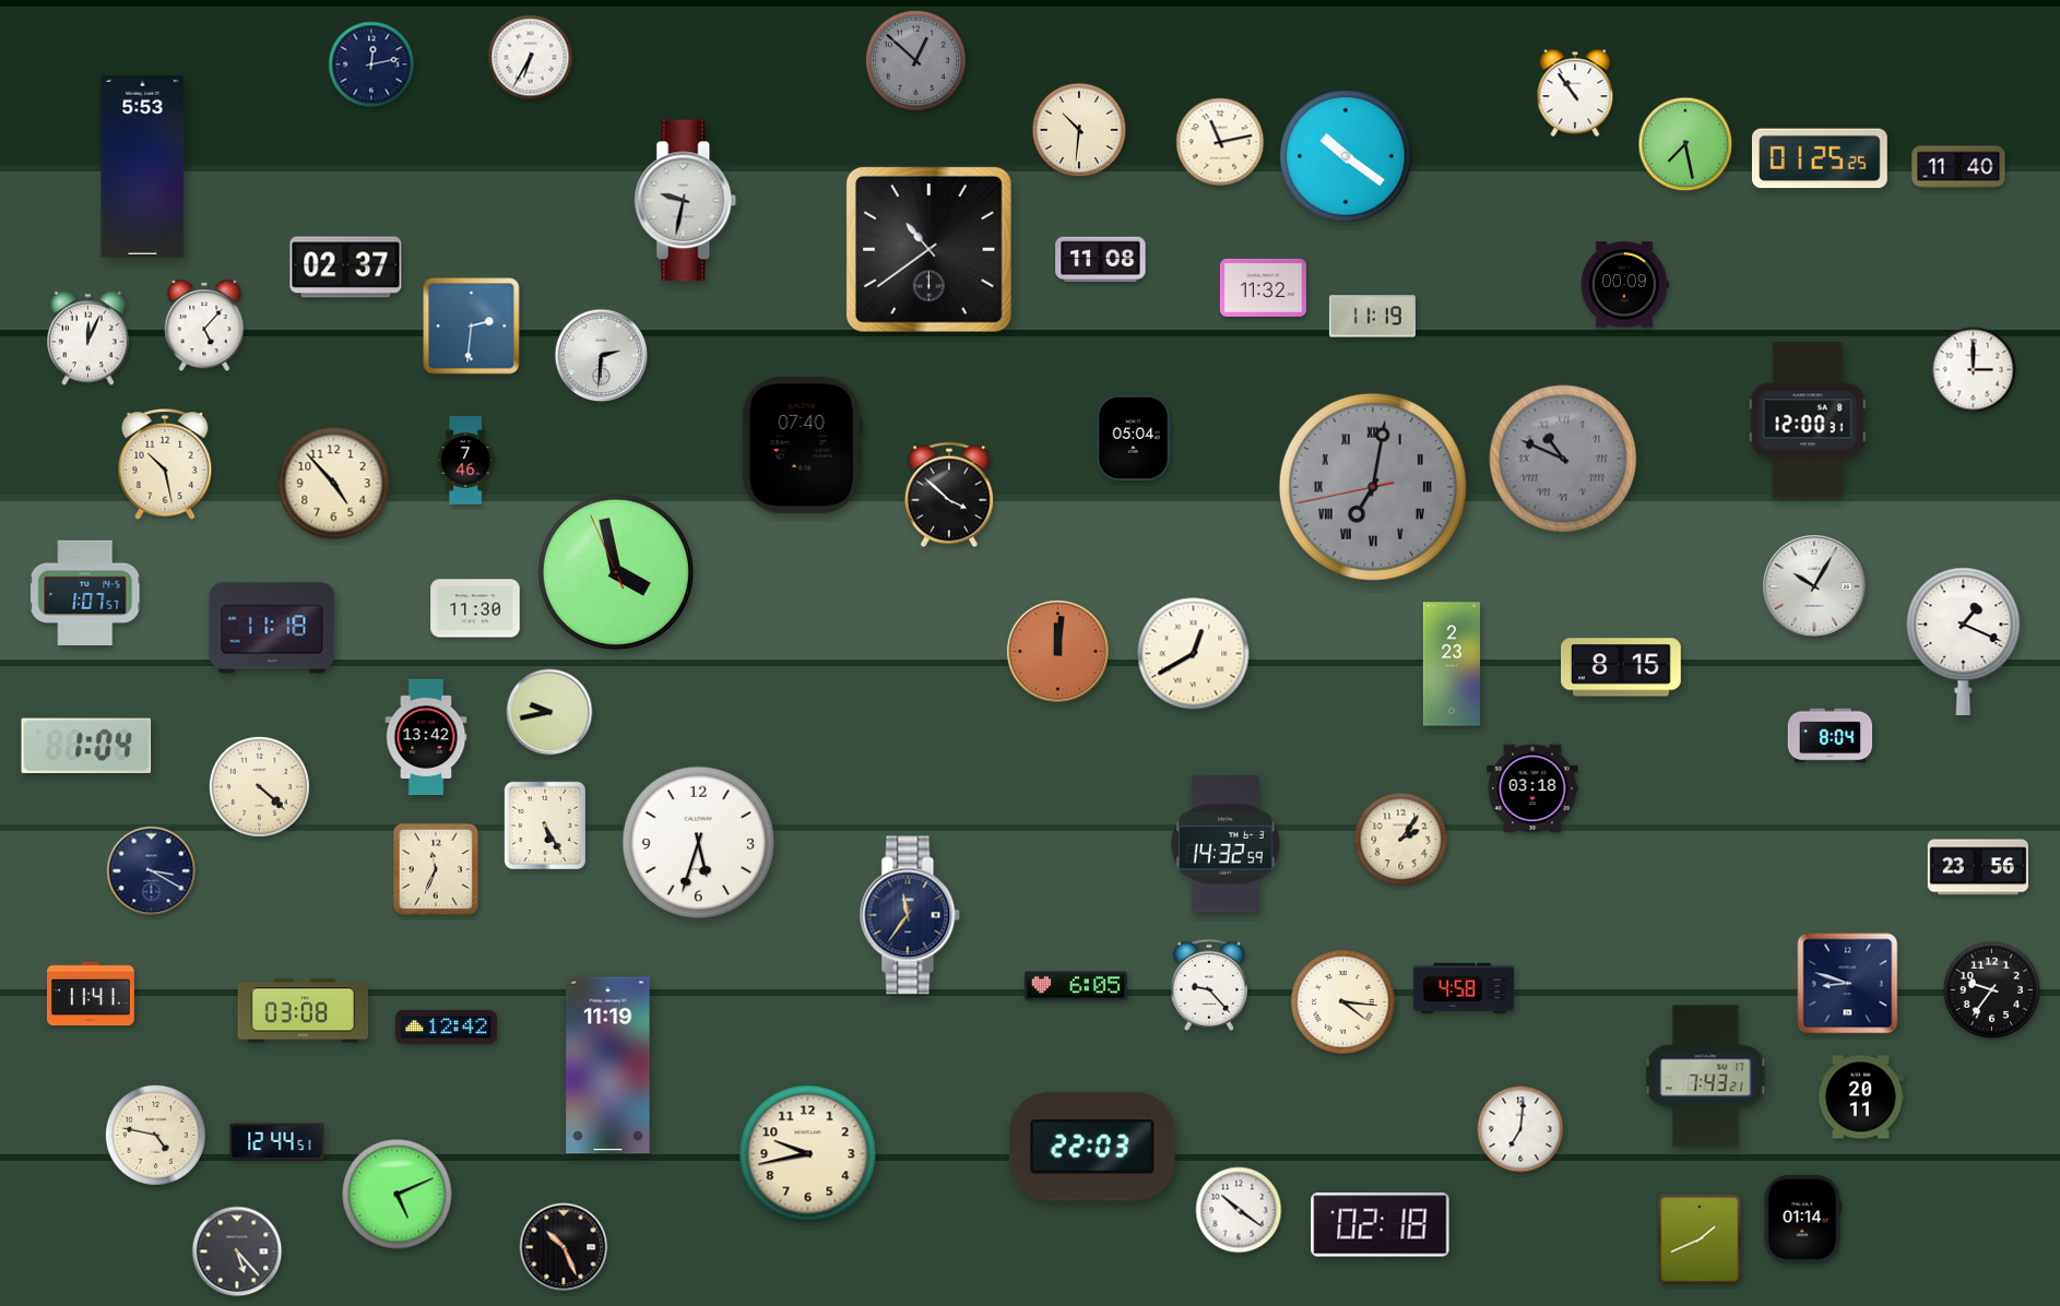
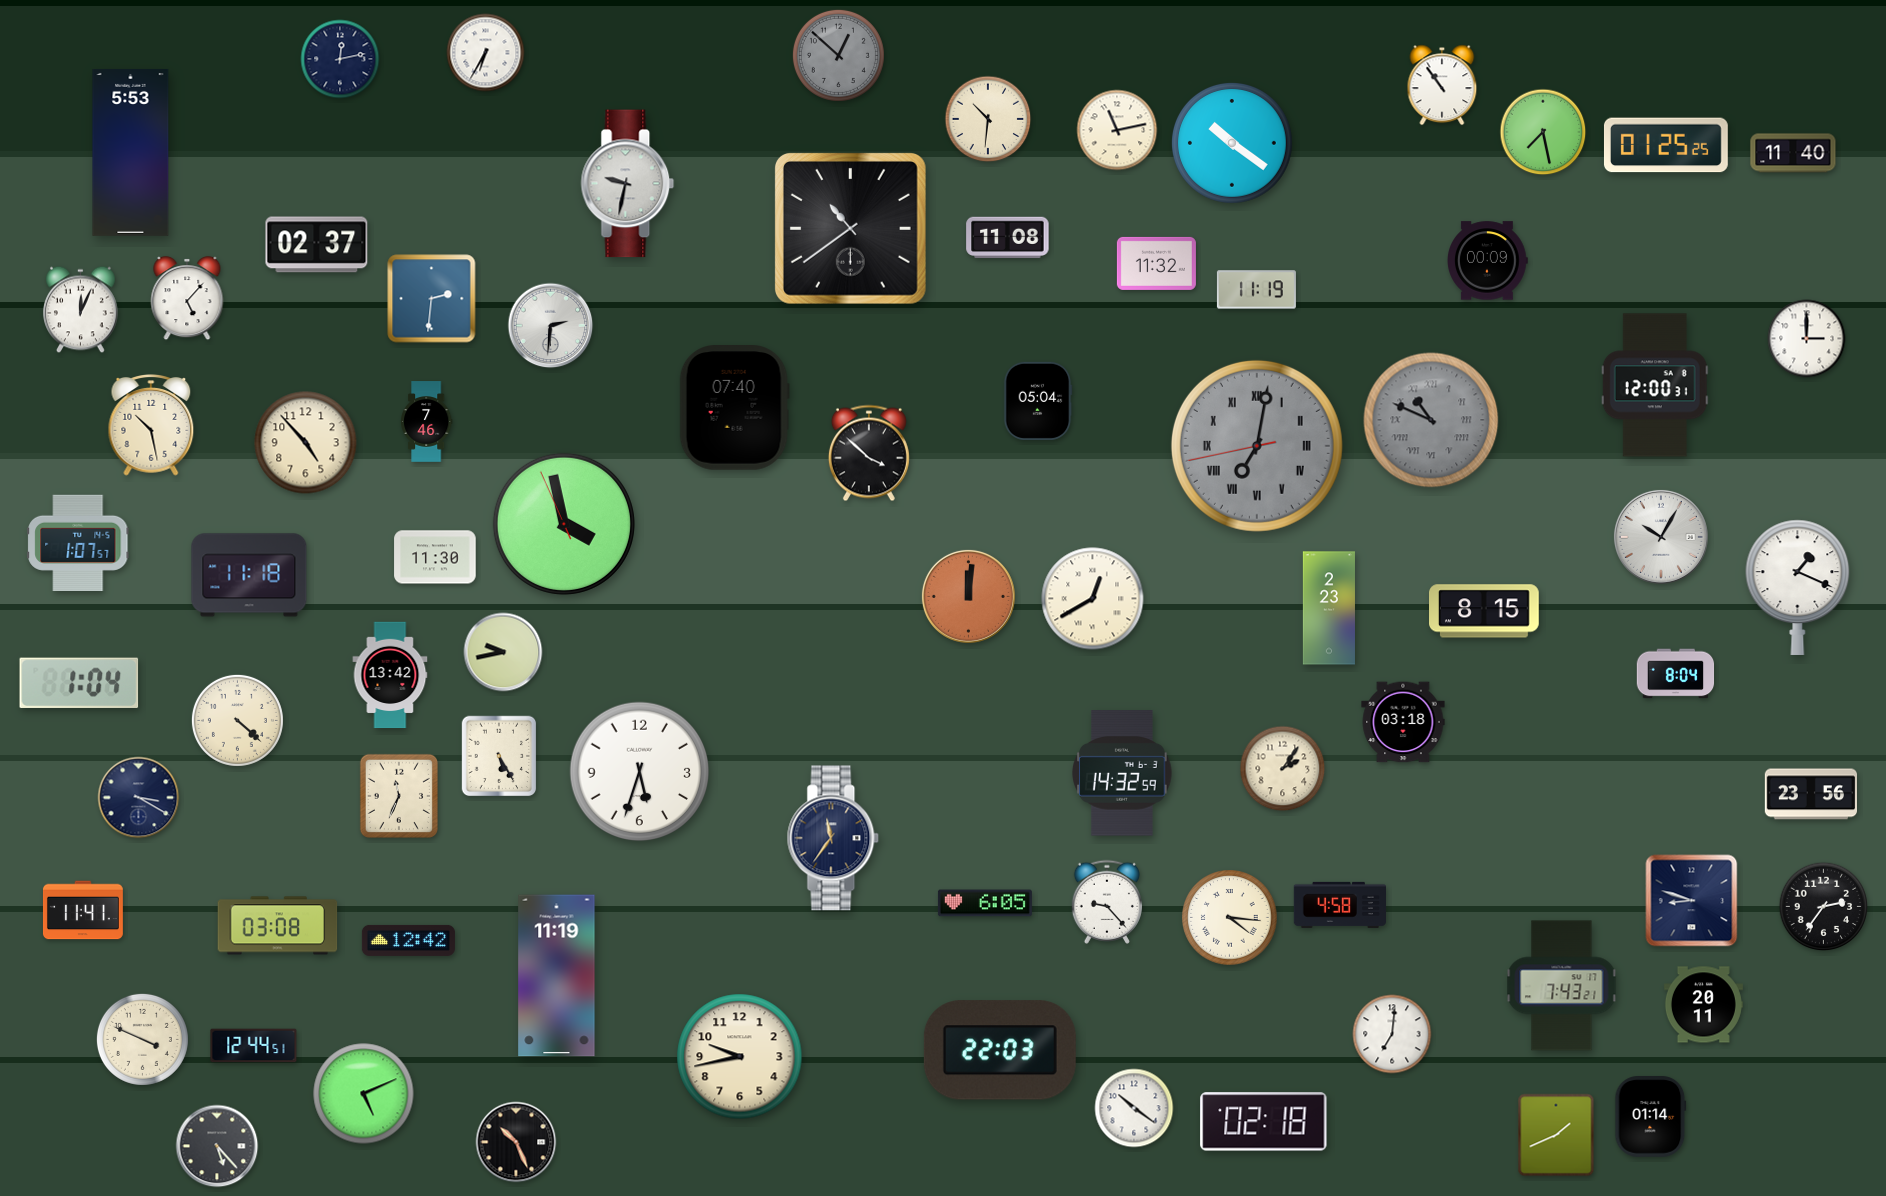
clock at (1992, 990): 9:36 -> 2:36
clock at (155, 1135): 4:47 -> 3:49
